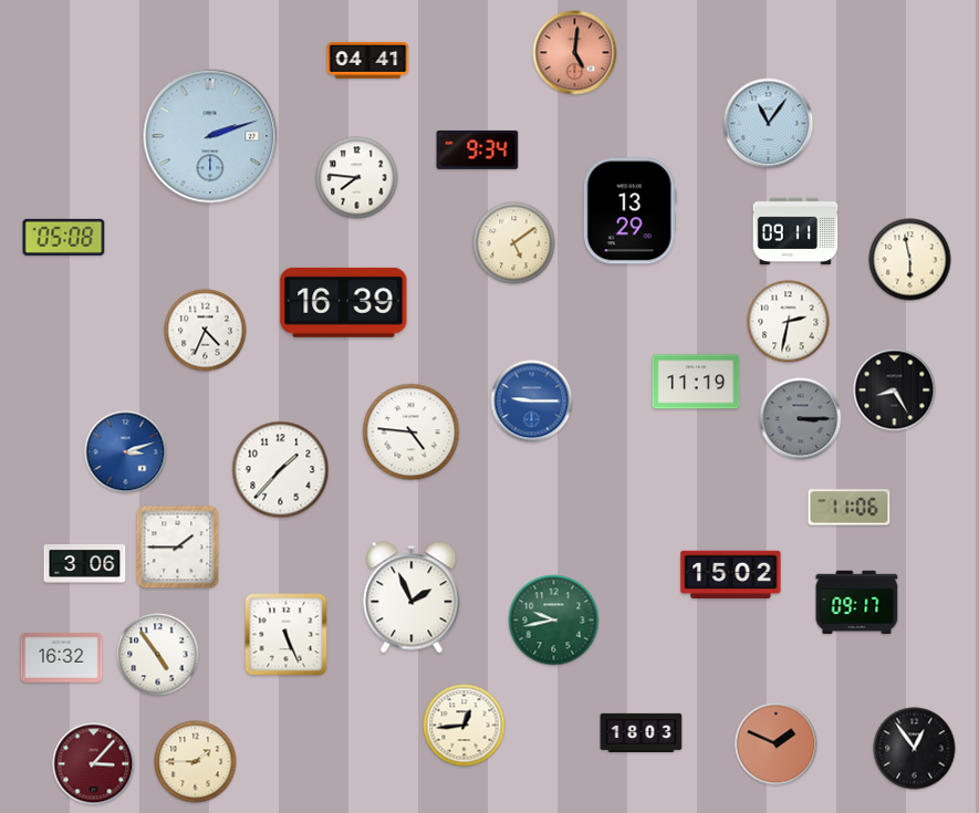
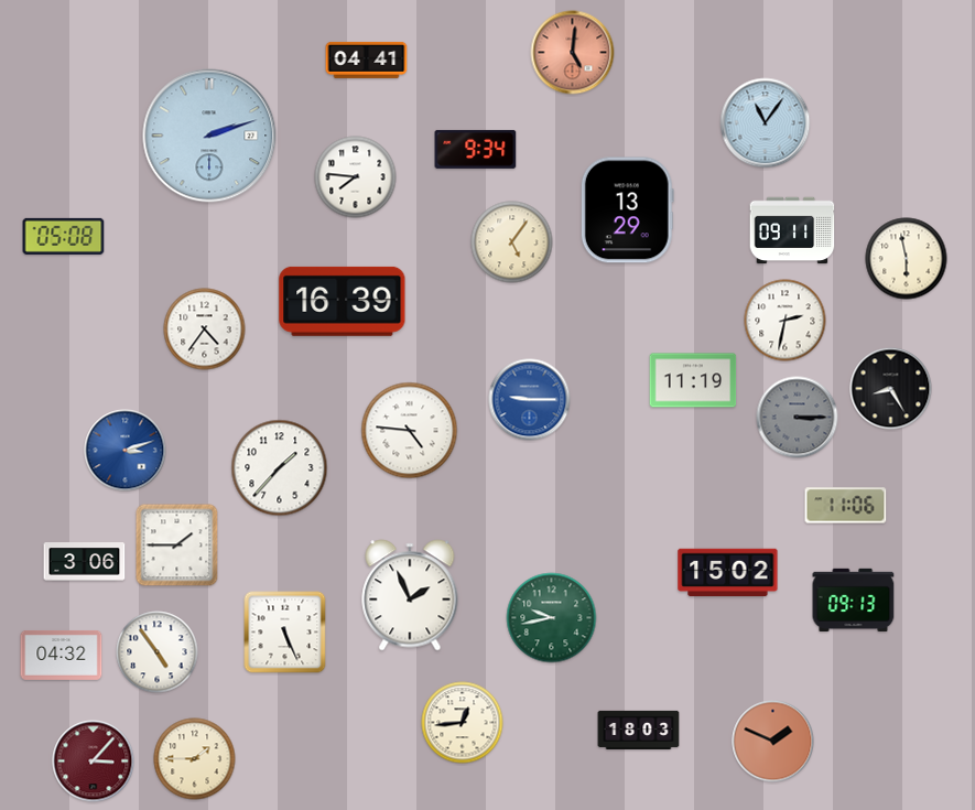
clock at (514, 243): 5:09 -> 5:06
clock at (206, 331): 4:34 -> 4:36
clock at (857, 602): 09:17 -> 09:13
clock at (62, 657): 16:32 -> 04:32
clock at (915, 749): 12:54 -> none
